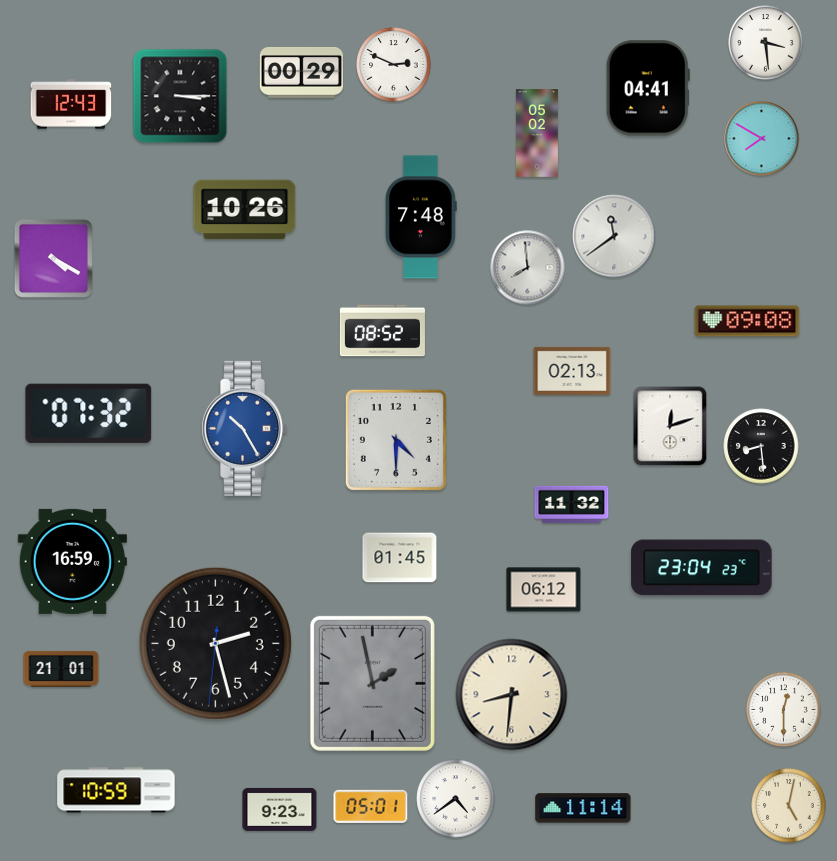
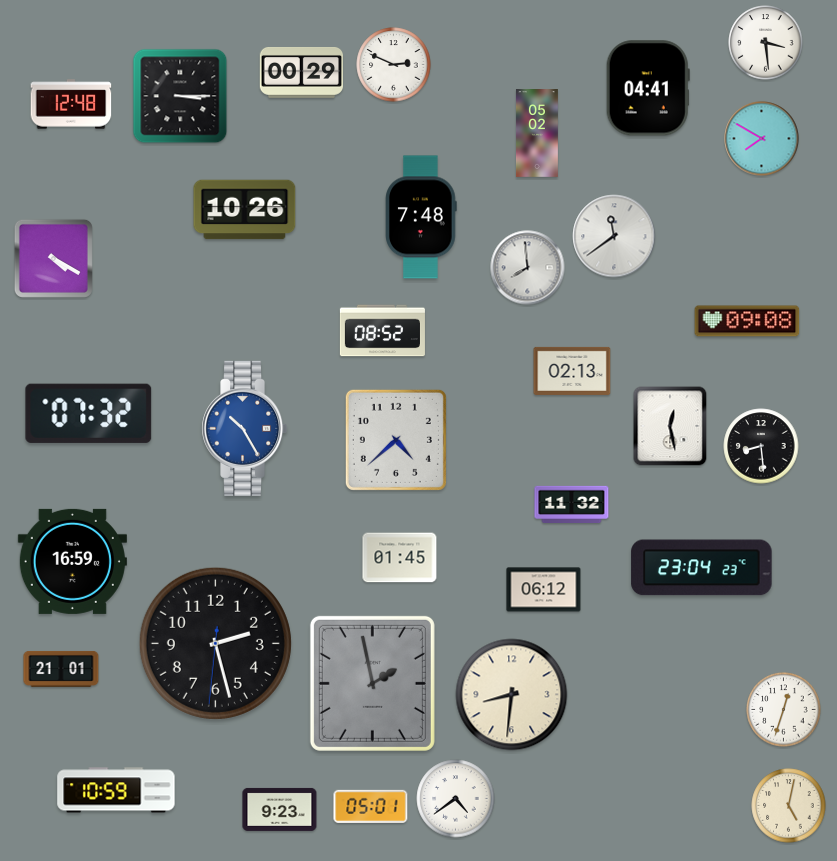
clock at (71, 104): 12:43 -> 12:48
clock at (670, 426): 12:12 -> 12:28
clock at (396, 440): 4:30 -> 4:38
clock at (784, 710): 12:30 -> 12:33
clock at (583, 808): 11:14 -> none
